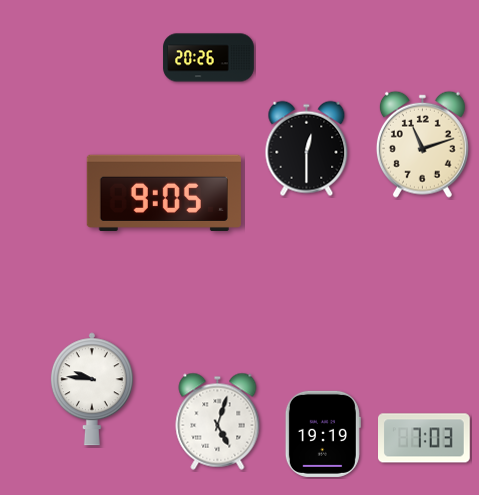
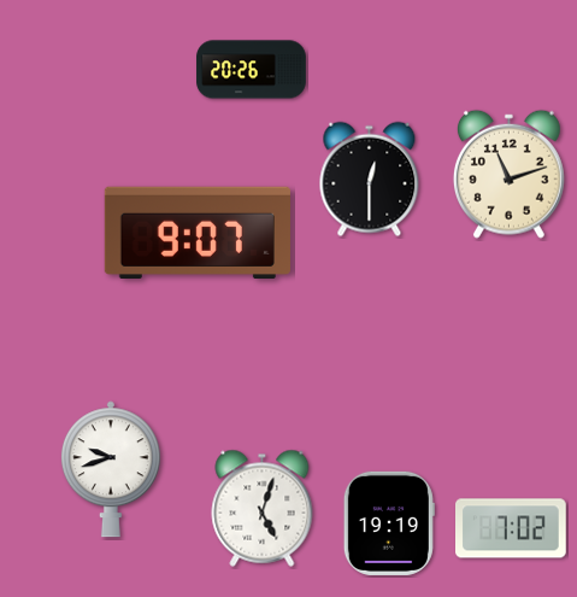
clock at (164, 192): 9:05 -> 9:07
clock at (92, 389): 9:46 -> 9:42
clock at (425, 438): 7:03 -> 7:02
